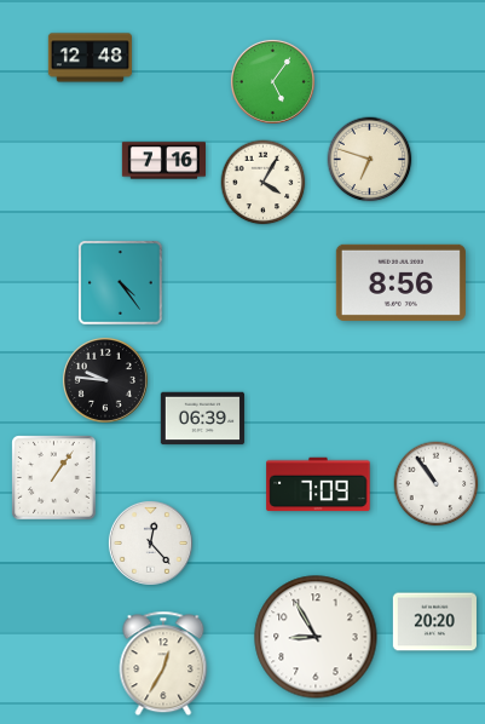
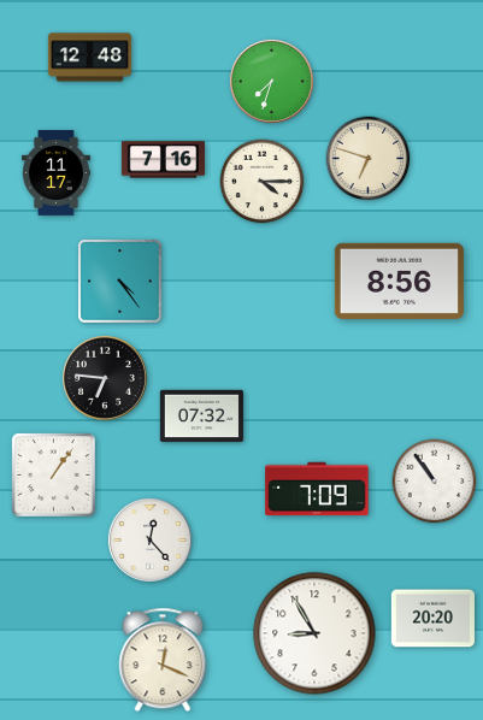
clock at (272, 81): 5:06 -> 7:33
clock at (57, 173): none -> 11:17
clock at (264, 183): 4:05 -> 4:15
clock at (105, 380): 9:46 -> 6:46
clock at (202, 419): 06:39 -> 07:32
clock at (318, 484) position: (318, 484) -> (317, 489)
clock at (163, 663): 12:35 -> 12:19
